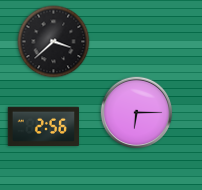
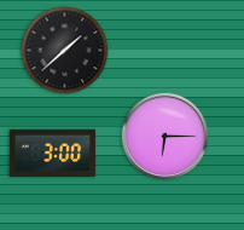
clock at (54, 42): 3:38 -> 1:38
clock at (44, 126): 2:56 -> 3:00
